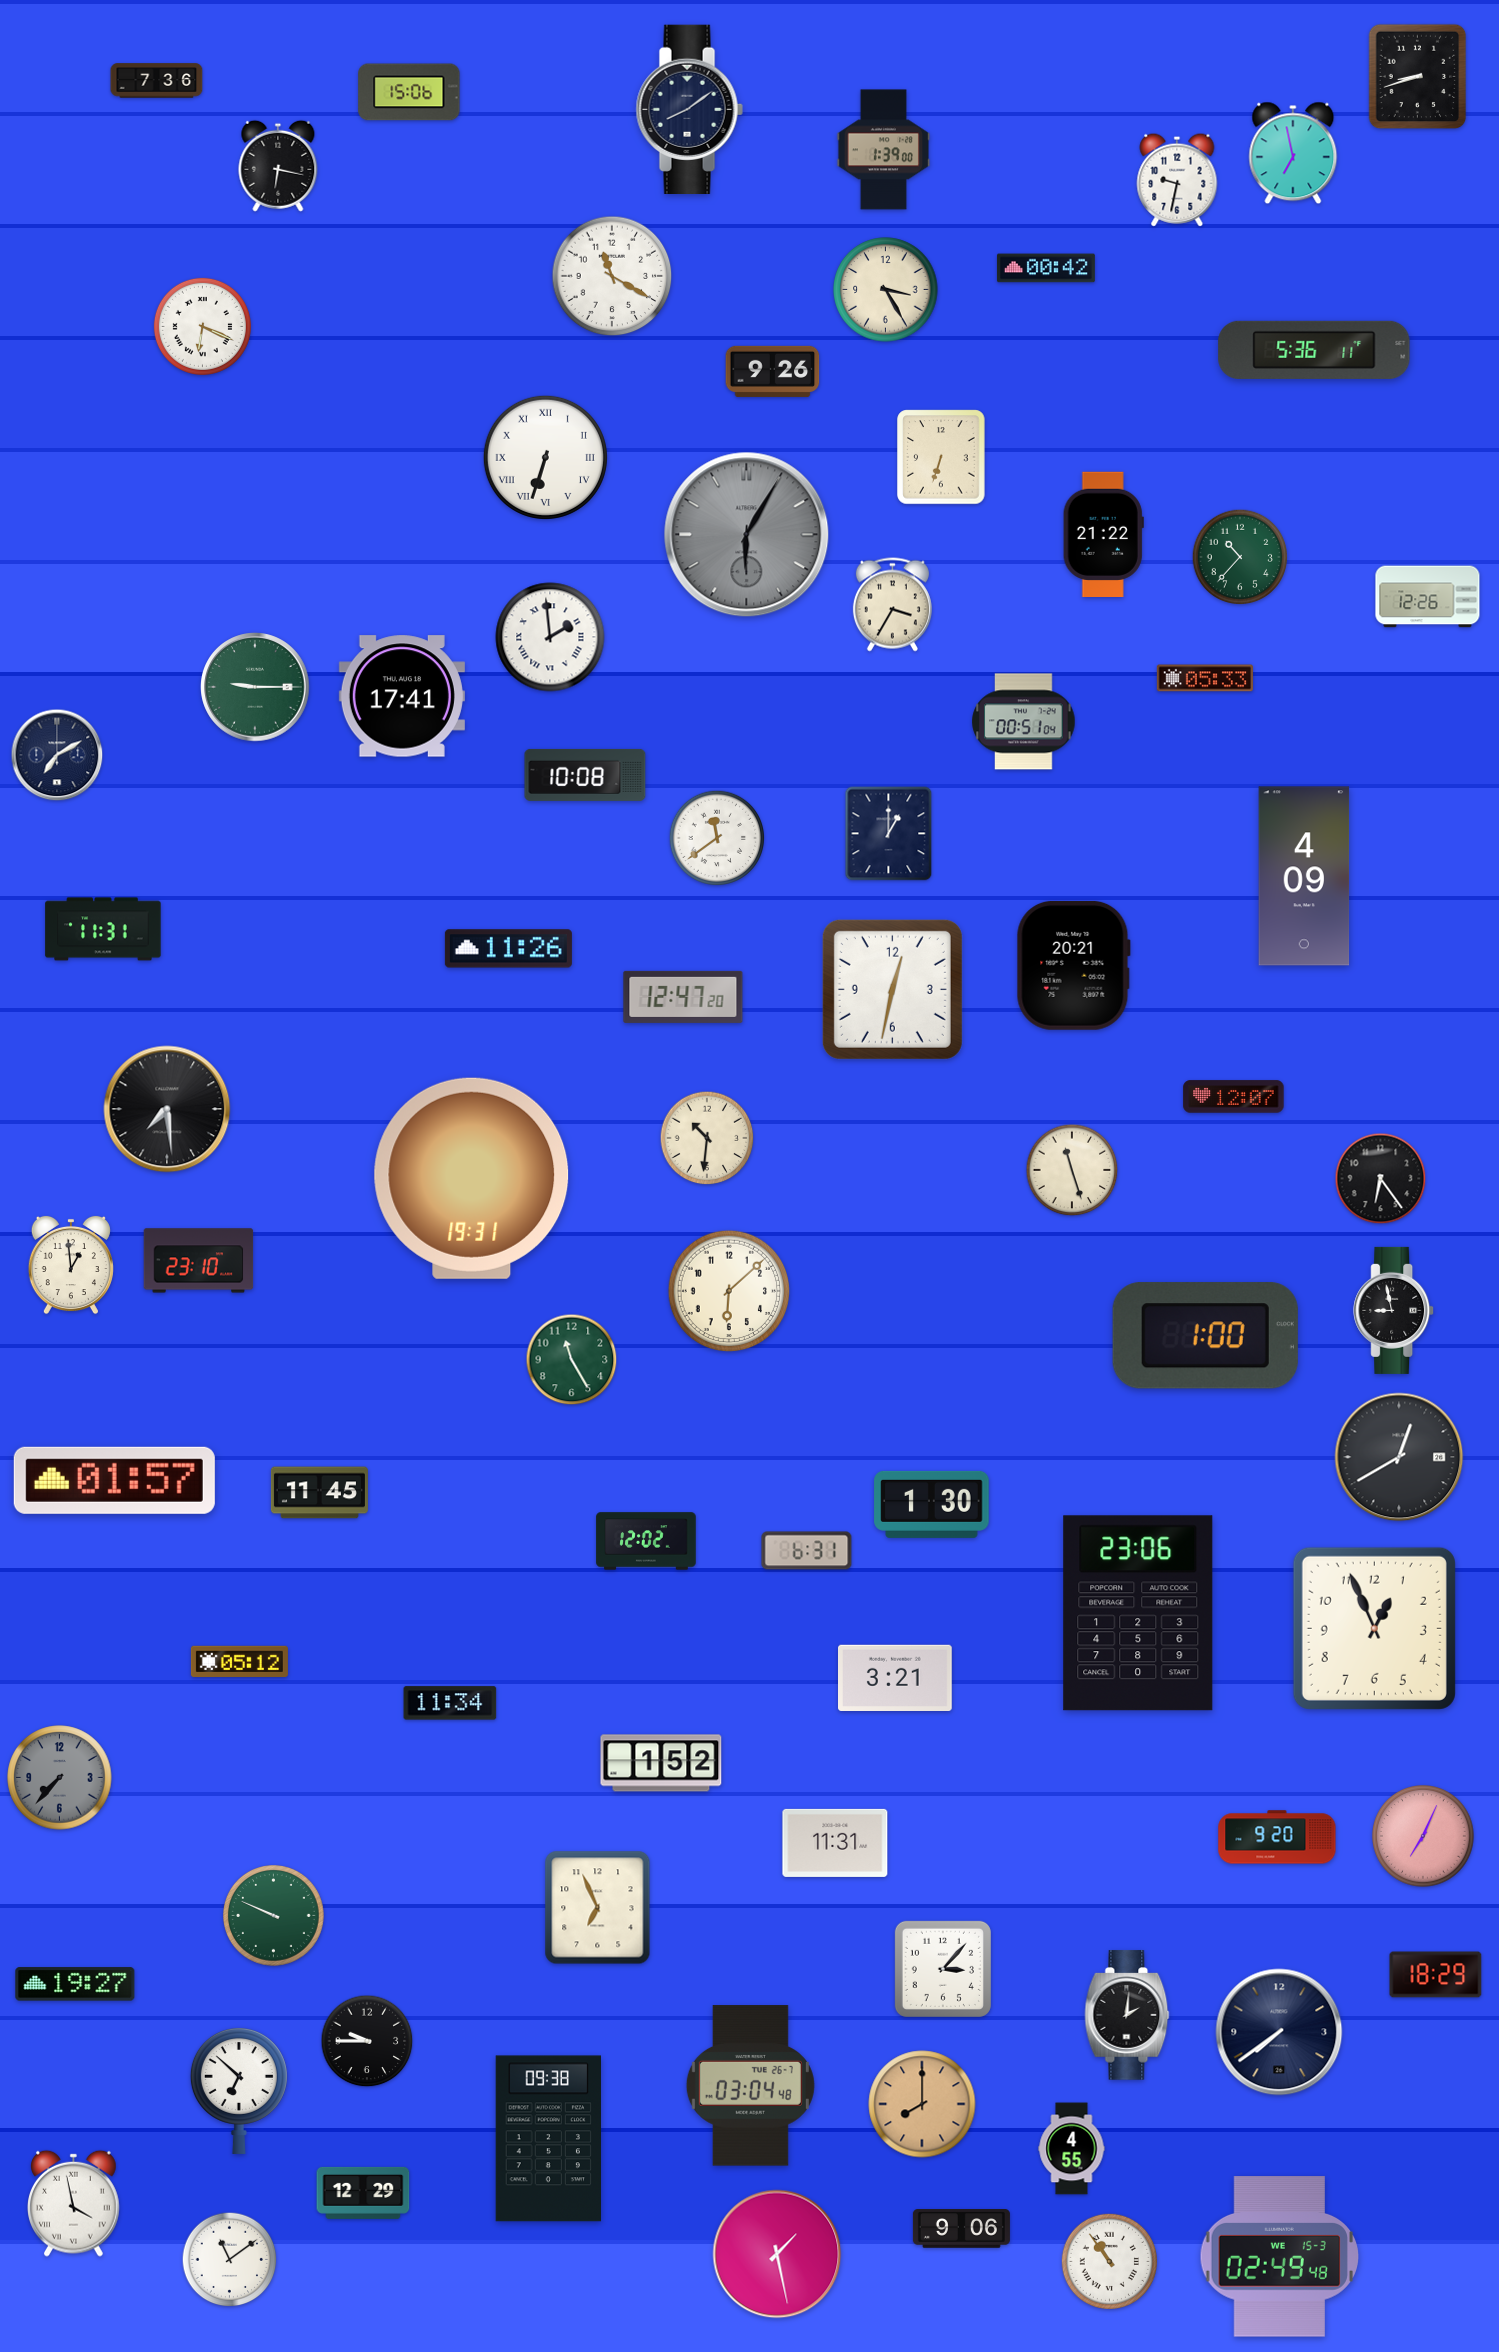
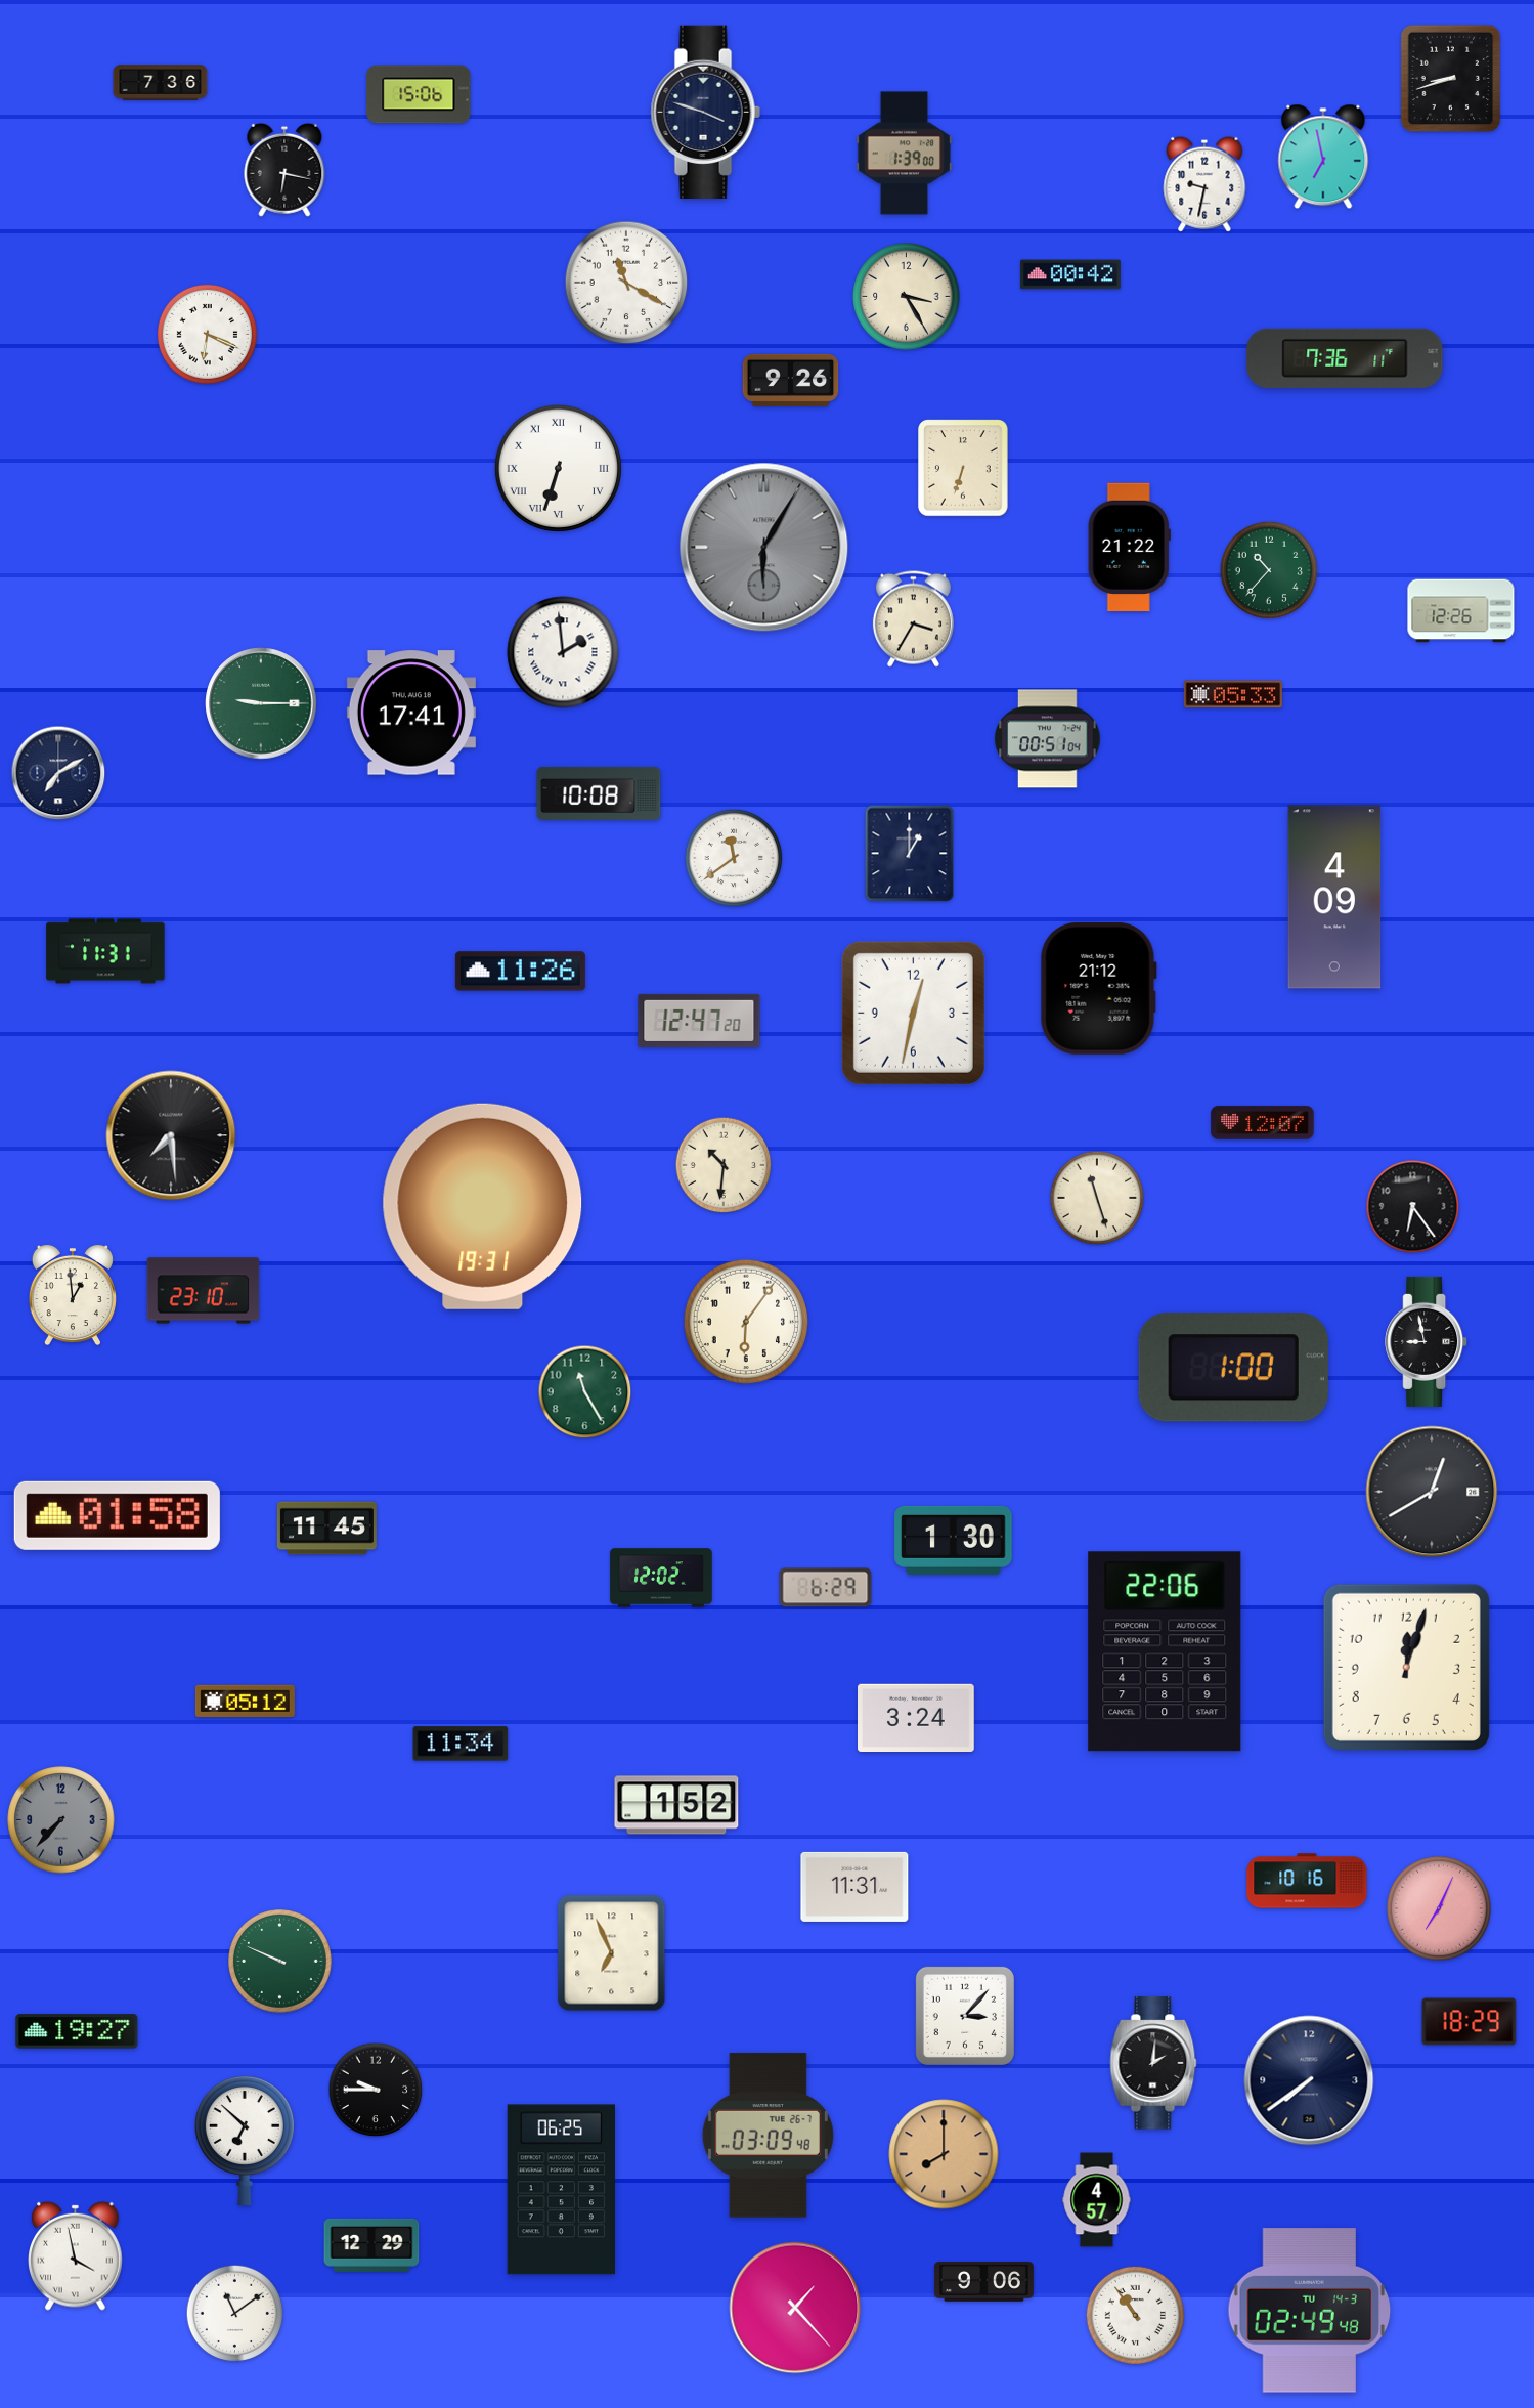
clock at (689, 109): 8:09 -> 3:48
clock at (1314, 350): 5:36 -> 7:36
clock at (1073, 965): 20:21 -> 21:12
clock at (729, 1291): 6:08 -> 6:06
clock at (114, 1480): 01:57 -> 01:58
clock at (807, 1551): 6:31 -> 6:29
clock at (1138, 1613): 23:06 -> 22:06
clock at (1374, 1628): 12:56 -> 12:03
clock at (896, 1677): 3:21 -> 3:24
clock at (1423, 1836) position: (1423, 1836) -> (1439, 1908)
clock at (1277, 1837): 9:20 -> 10:16
clock at (750, 2086): 03:04 -> 03:09
clock at (548, 2139): 09:38 -> 06:25
clock at (1072, 2149): 4:55 -> 4:57
clock at (777, 2254): 1:28 -> 1:23
clock at (1279, 2257) date: WE 15-3 -> TU 14-3
